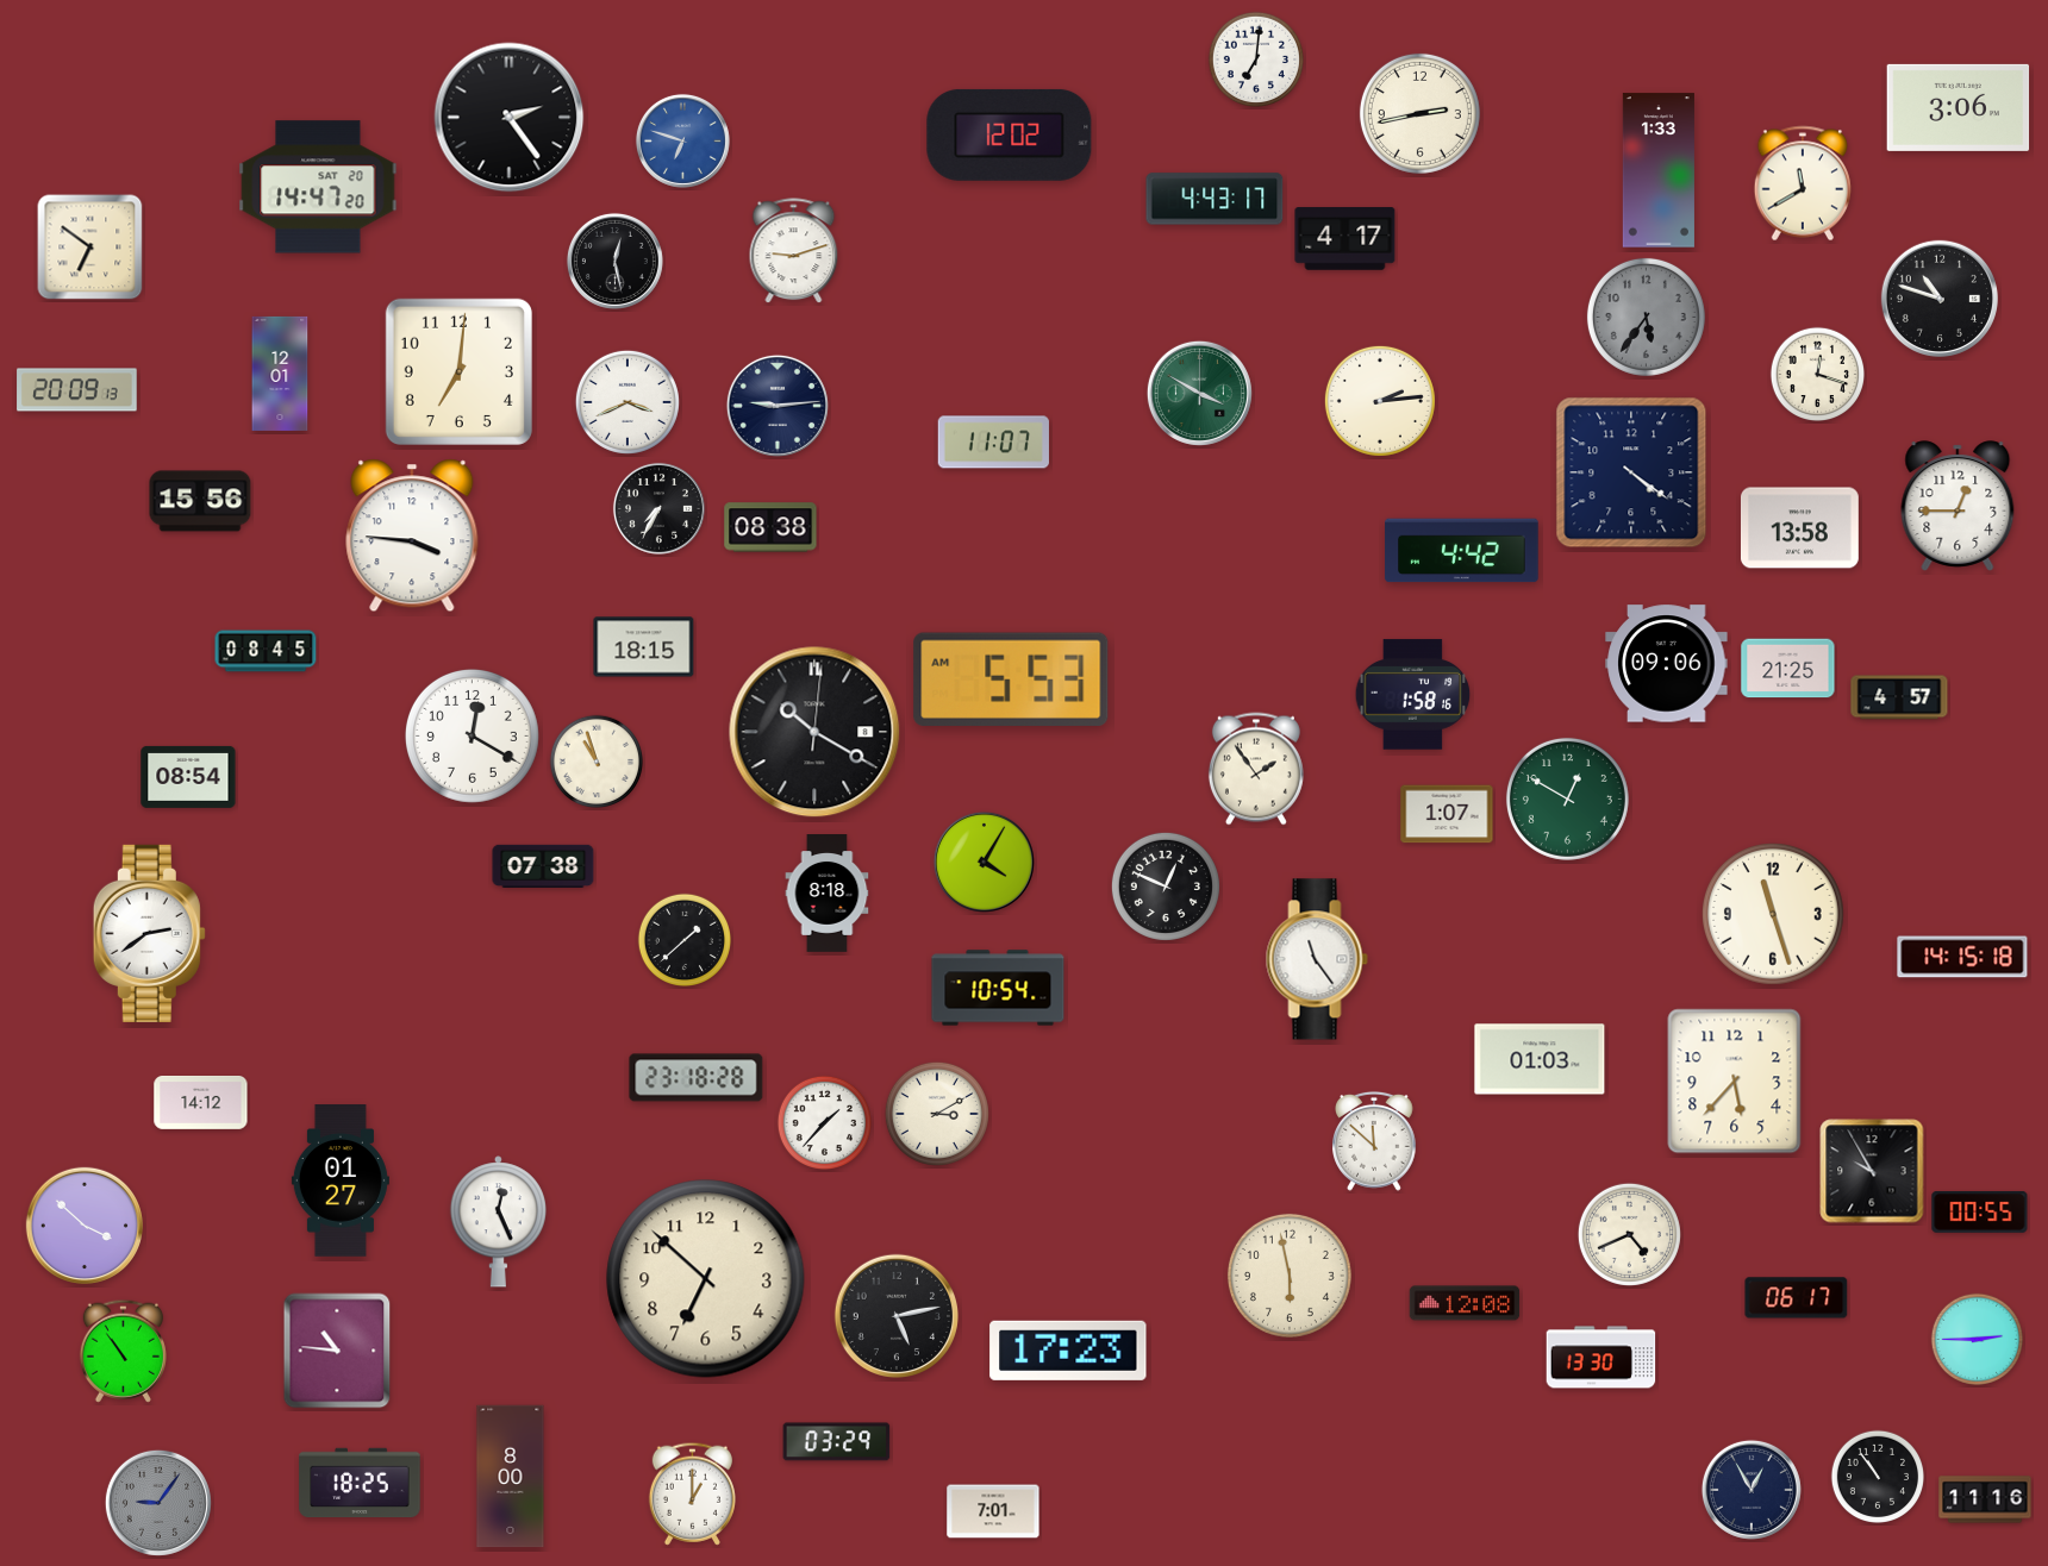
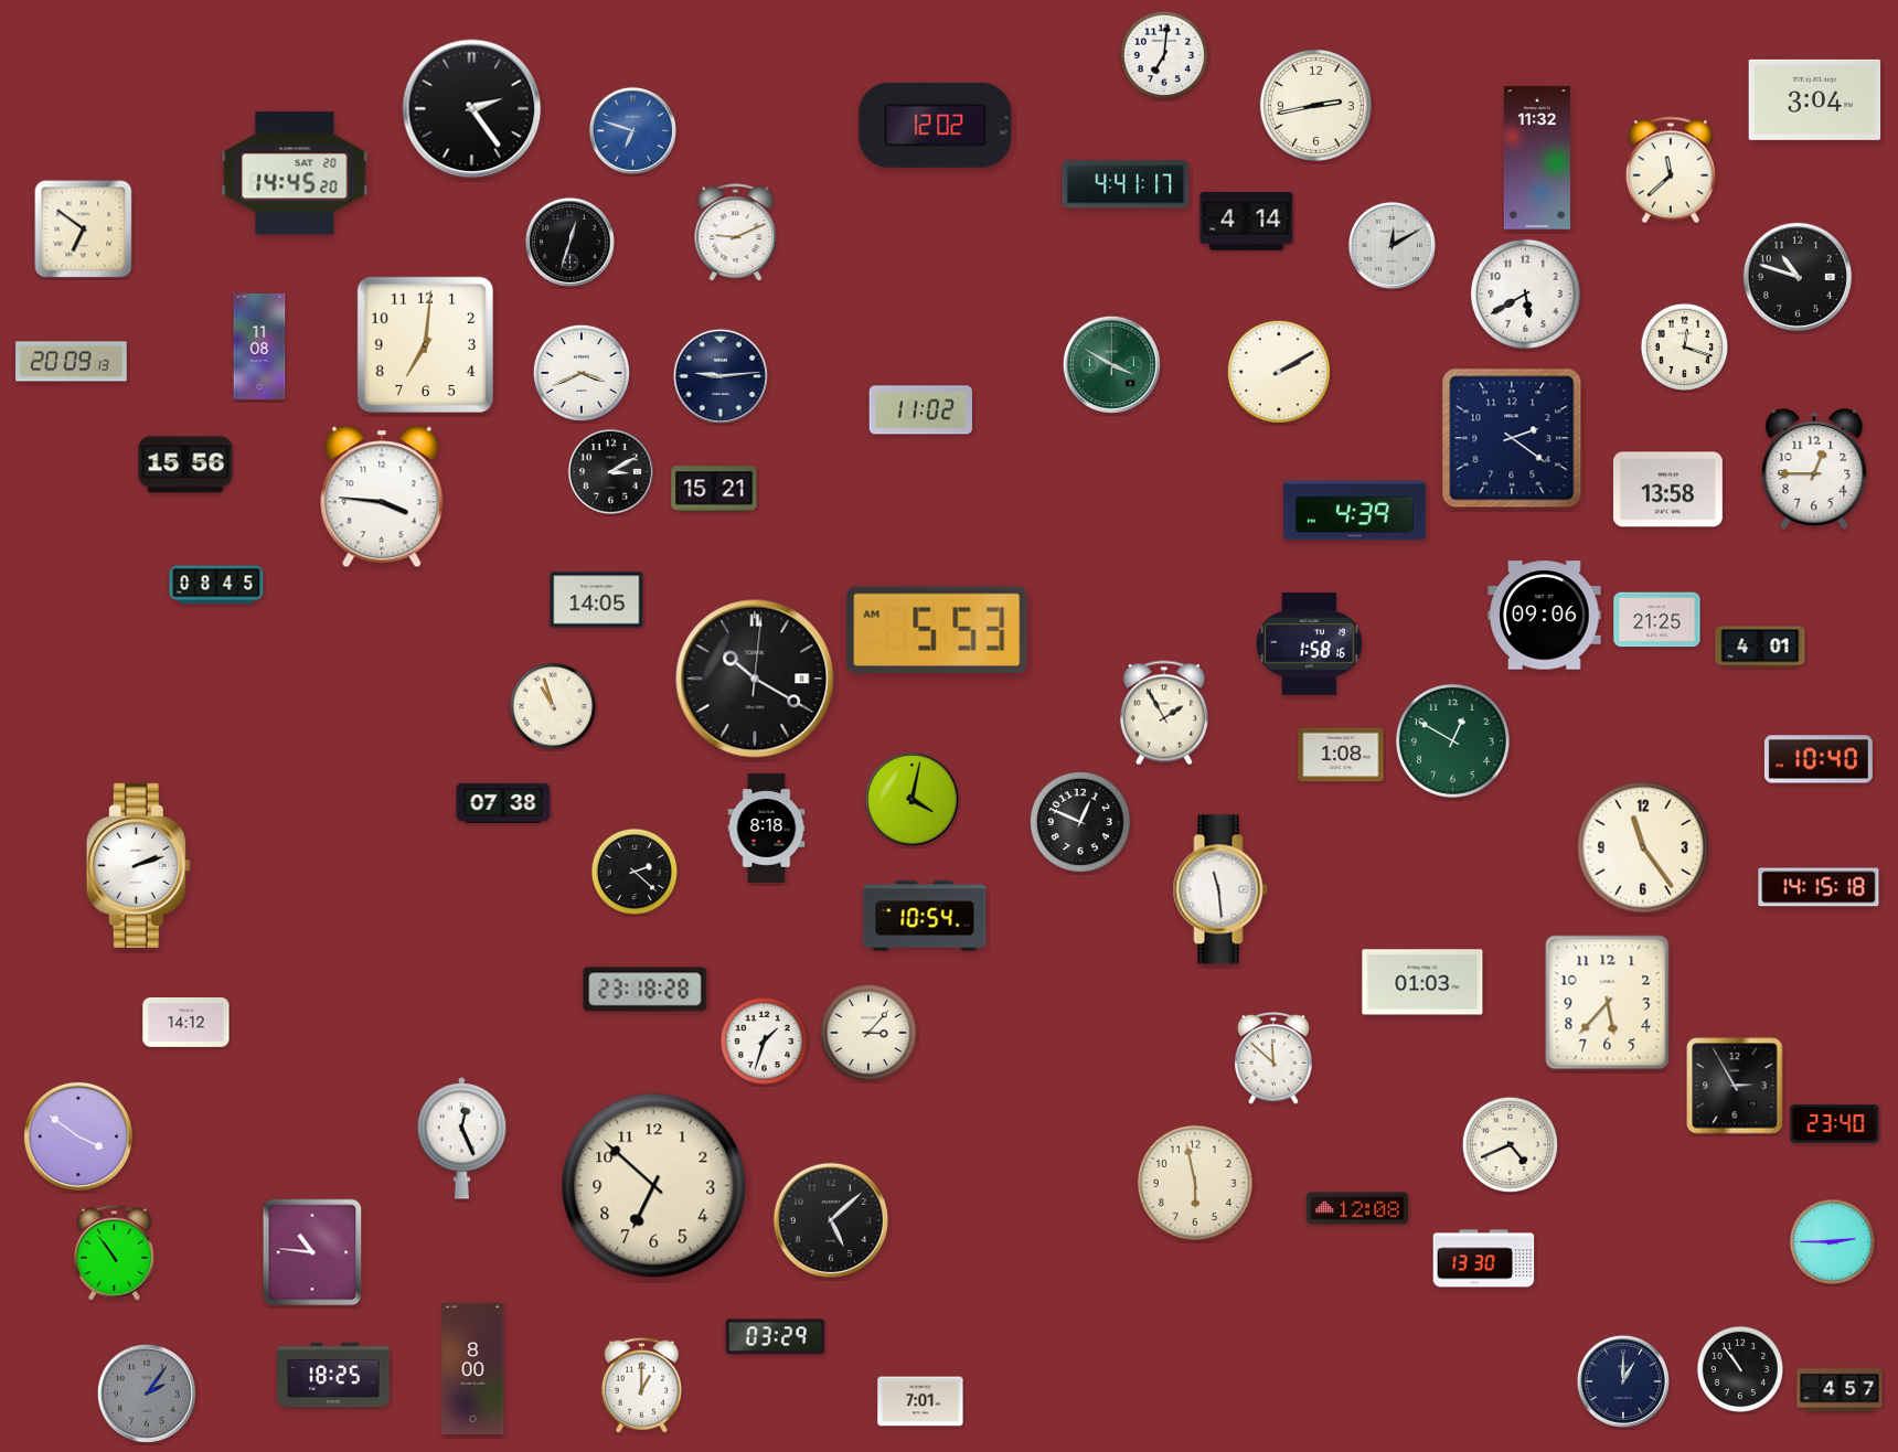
clock at (1959, 107): 3:06 -> 3:04
clock at (1659, 170): 1:33 -> 11:32
clock at (1803, 183): 11:40 -> 11:38
clock at (318, 187): 14:47 -> 14:45
clock at (1215, 199): 4:43 -> 4:41
clock at (1345, 239): 4:17 -> 4:14
clock at (794, 251): 9:12 -> 9:11
clock at (614, 261): 12:28 -> 12:33
clock at (1391, 245): none -> 12:10
clock at (1646, 317): 5:36 -> 5:40
clock at (1646, 317) dial: grey -> white
clock at (280, 374): 12:01 -> 11:08
clock at (1380, 401): 2:14 -> 2:10
clock at (993, 443): 11:07 -> 11:02
clock at (1631, 472): 4:21 -> 2:21
clock at (658, 508): 7:35 -> 3:10
clock at (770, 527): 08:38 -> 15:21
clock at (1462, 551): 4:42 -> 4:39
clock at (644, 647): 18:15 -> 14:05
clock at (266, 651) position: (266, 651) -> (216, 585)
clock at (1899, 697): 4:57 -> 4:01
clock at (472, 735): 12:20 -> none
clock at (1256, 769): 1:54 -> 1:55
clock at (188, 777): 08:54 -> none
clock at (1447, 814): 1:07 -> 1:08
clock at (1819, 759): none -> 10:40
clock at (984, 862): 4:05 -> 4:02
clock at (1774, 915): 11:27 -> 11:24
clock at (149, 933): 2:39 -> 2:12
clock at (685, 940): 1:38 -> 2:22
clock at (1317, 959): 11:24 -> 11:29
clock at (1540, 1059) position: (1540, 1059) -> (1422, 982)
clock at (697, 1078) position: (697, 1078) -> (646, 990)
clock at (937, 1114): 3:10 -> 3:07
clock at (824, 1122): 1:37 -> 1:33
clock at (1872, 1171): 9:55 -> 2:55
clock at (341, 1180): 01:27 -> none
clock at (1980, 1211): 00:55 -> 23:40
clock at (498, 1222) position: (498, 1222) -> (461, 1139)
clock at (85, 1226): 3:52 -> 3:51
clock at (1797, 1298): 06:17 -> none
clock at (895, 1315): 5:13 -> 5:08
clock at (1068, 1351): 17:23 -> none
clock at (1752, 1490): 12:55 -> 1:00
clock at (1985, 1499): 11:16 -> 4:57
clock at (158, 1503): 9:06 -> 2:06
